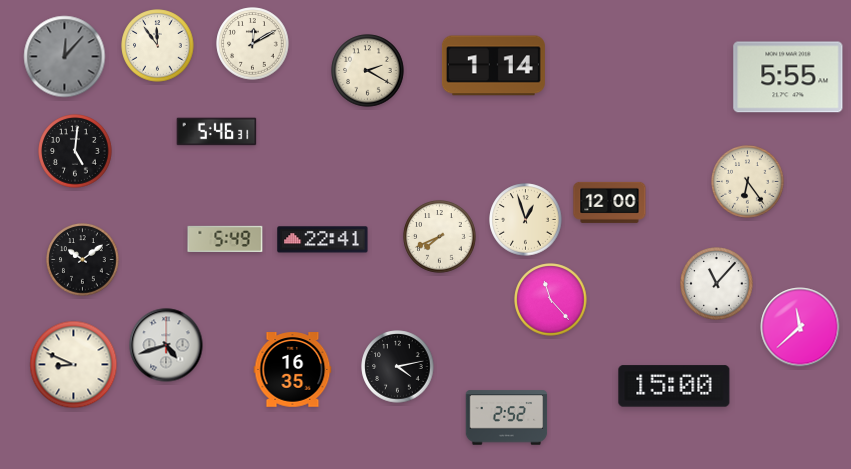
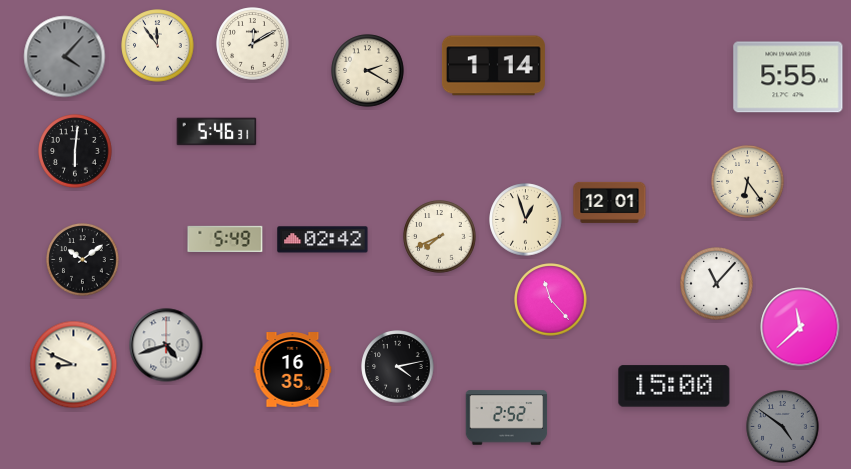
clock at (65, 57): 12:07 -> 4:07
clock at (75, 151): 5:01 -> 6:01
clock at (610, 202): 12:00 -> 12:01
clock at (323, 240): 22:41 -> 02:42
clock at (783, 427): none -> 4:51
